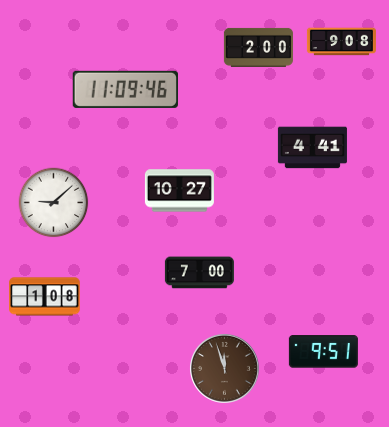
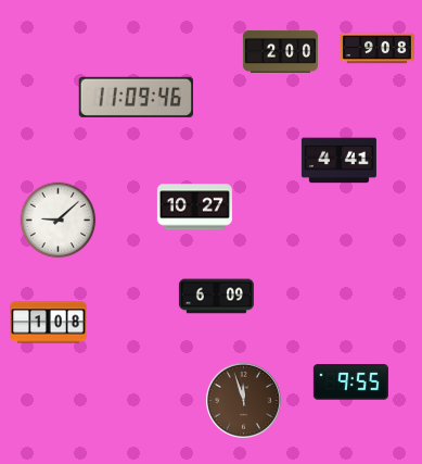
clock at (341, 42) position: (341, 42) -> (376, 49)
clock at (199, 273): 7:00 -> 6:09
clock at (323, 352): 9:51 -> 9:55
